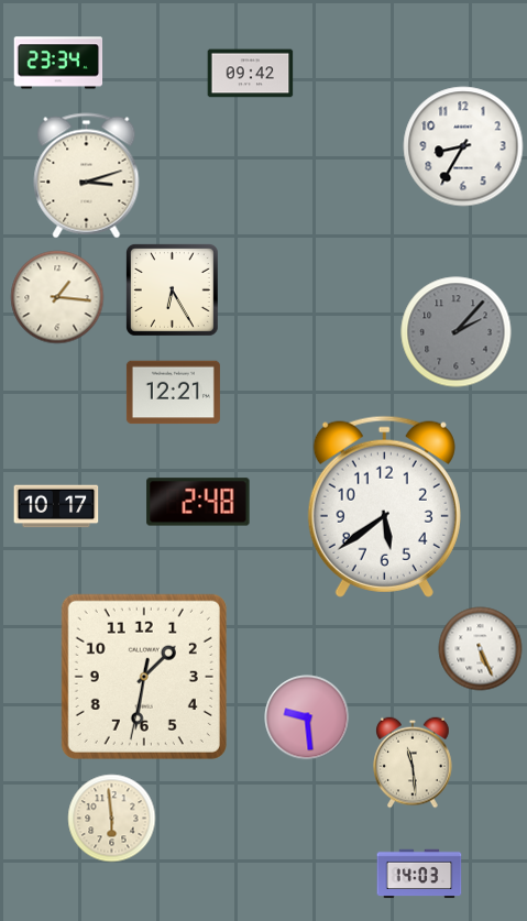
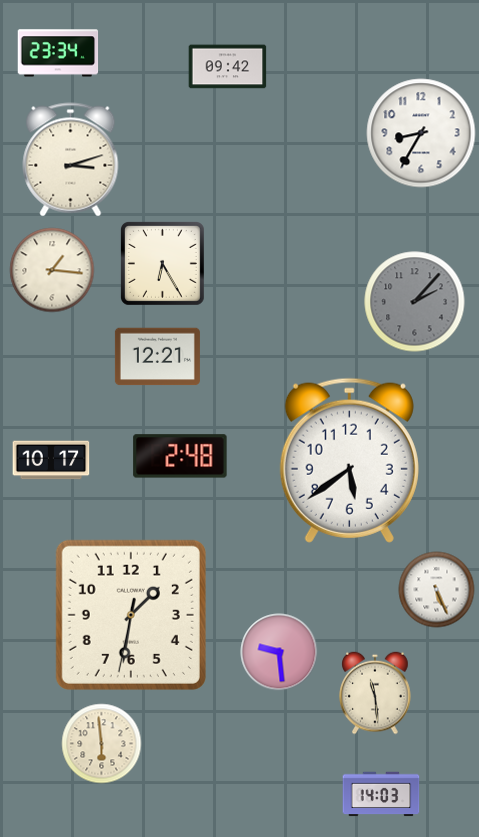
clock at (58, 63) position: (58, 63) -> (58, 53)
clock at (87, 176) position: (87, 176) -> (71, 160)
clock at (172, 289) position: (172, 289) -> (162, 263)
